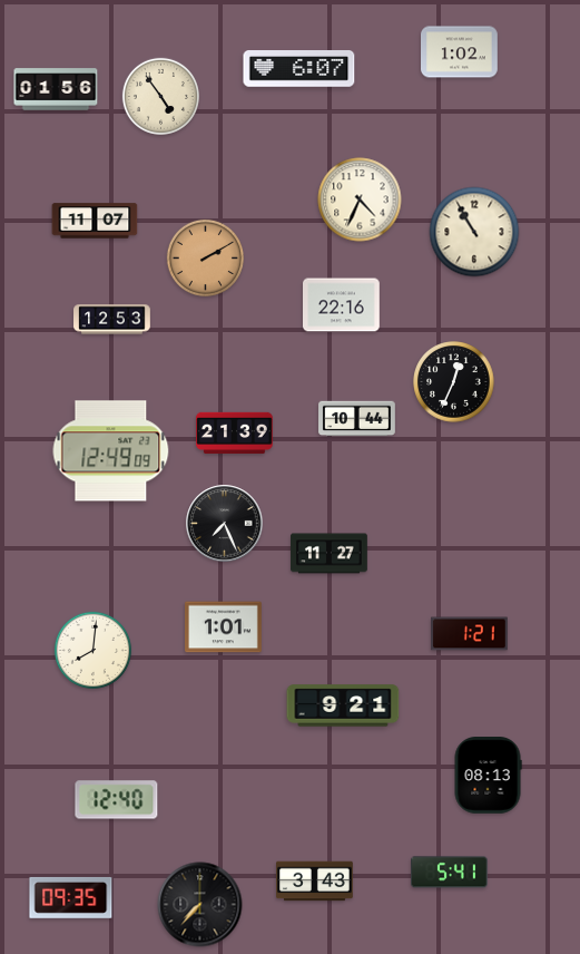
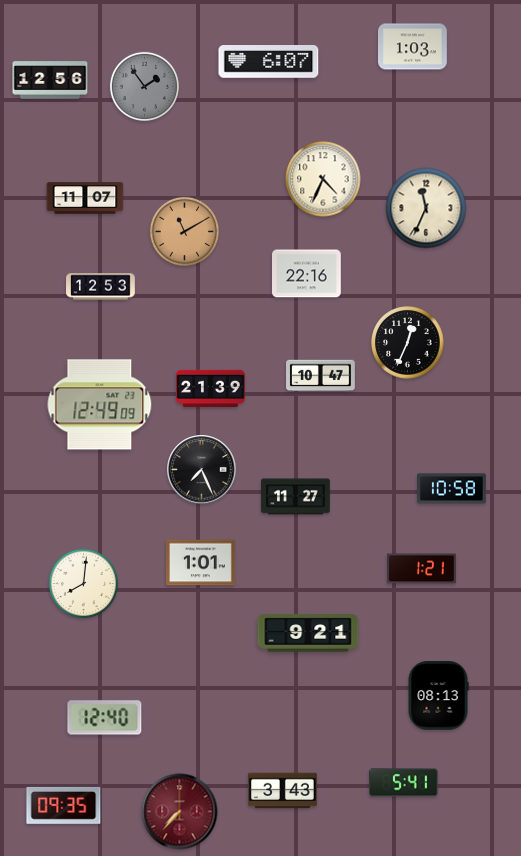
clock at (460, 52): 1:02 -> 1:03
clock at (56, 89): 01:56 -> 12:56
clock at (160, 96): 4:54 -> 1:54
clock at (160, 96) dial: cream -> grey
clock at (474, 232): 10:55 -> 11:34
clock at (205, 257): 2:10 -> 11:10
clock at (357, 419): 10:44 -> 10:47
clock at (452, 489): none -> 10:58
clock at (200, 905) dial: black -> burgundy
